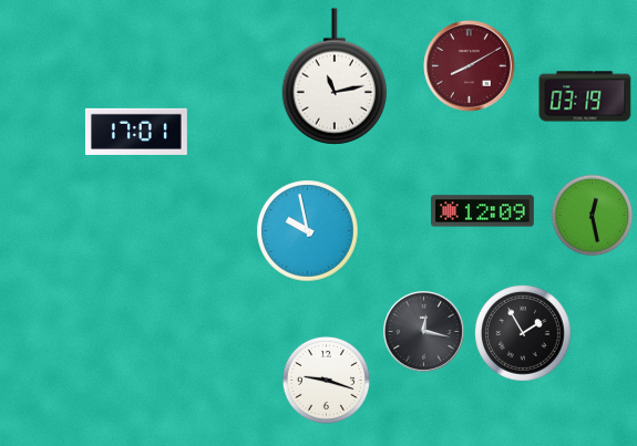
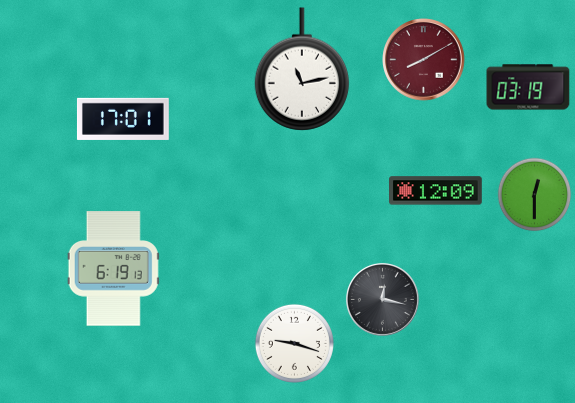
clock at (593, 216): 12:28 -> 12:30
clock at (308, 231): 9:58 -> none
clock at (113, 269): none -> 6:19
clock at (523, 333): 1:55 -> none
